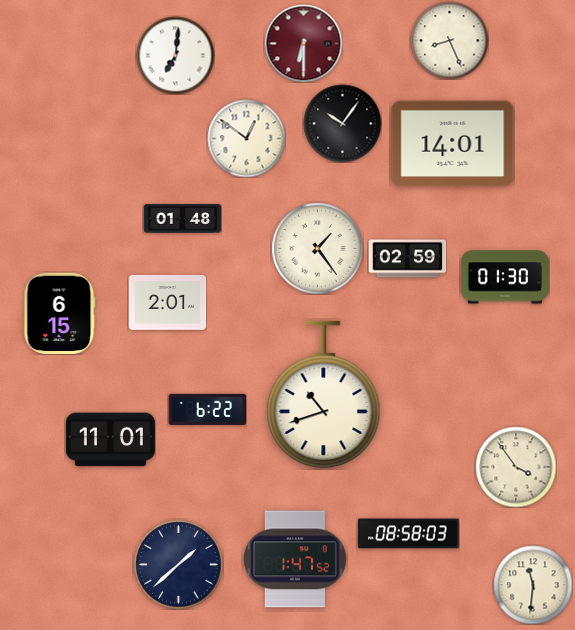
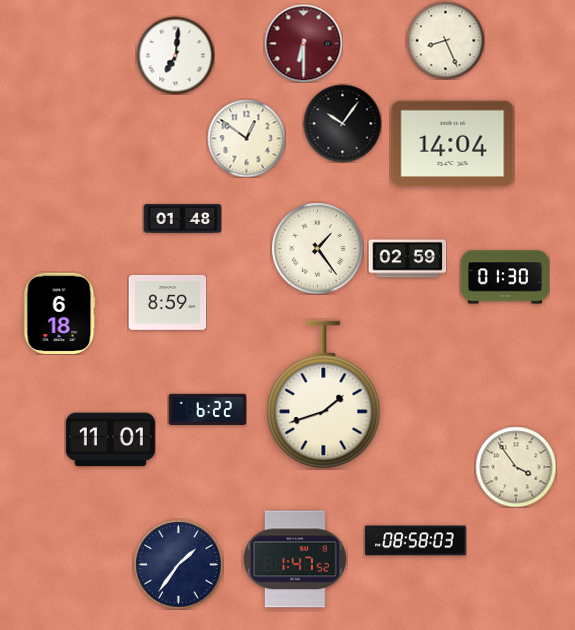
clock at (449, 40) position: (449, 40) -> (445, 40)
clock at (453, 144): 14:01 -> 14:04
clock at (167, 303): 2:01 -> 8:59
clock at (60, 313): 6:15 -> 6:18
clock at (324, 395): 10:42 -> 1:42
clock at (409, 534) position: (409, 534) -> (416, 541)
clock at (178, 564): 1:38 -> 1:36
clock at (533, 585): 11:31 -> none
